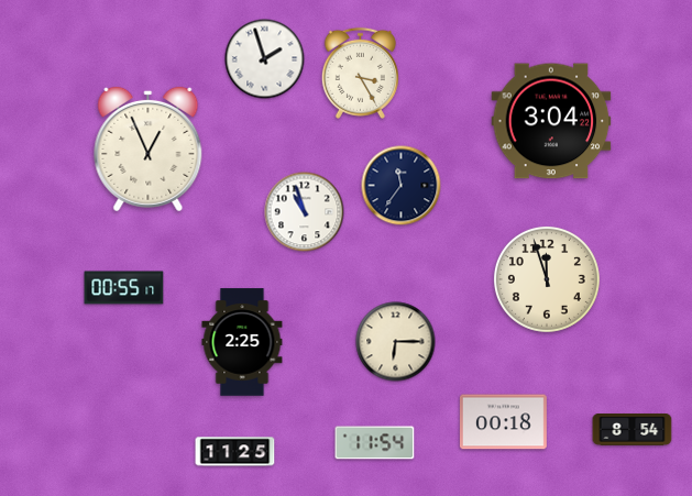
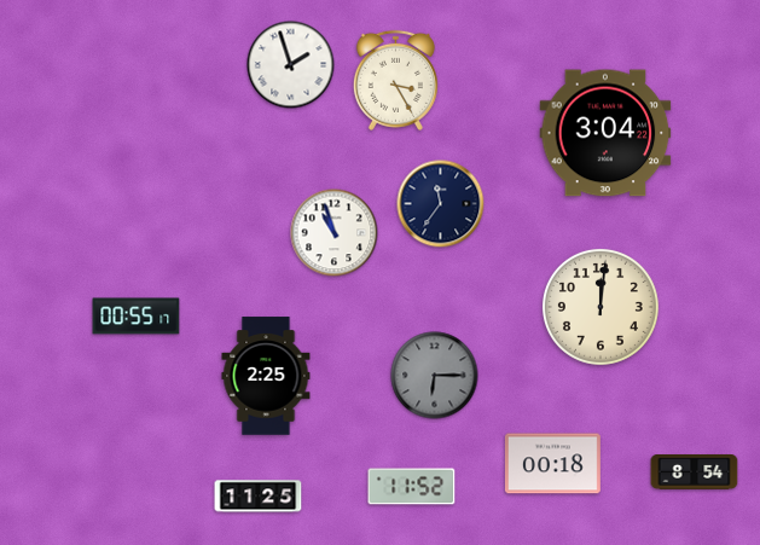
clock at (149, 148): 12:56 -> none
clock at (547, 279): 11:57 -> 12:01
clock at (396, 342) dial: cream -> grey
clock at (375, 443): 11:54 -> 11:52
